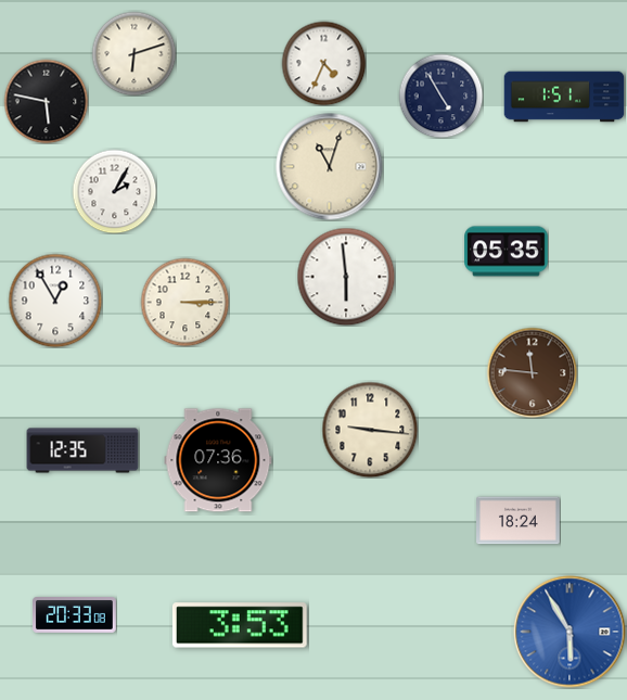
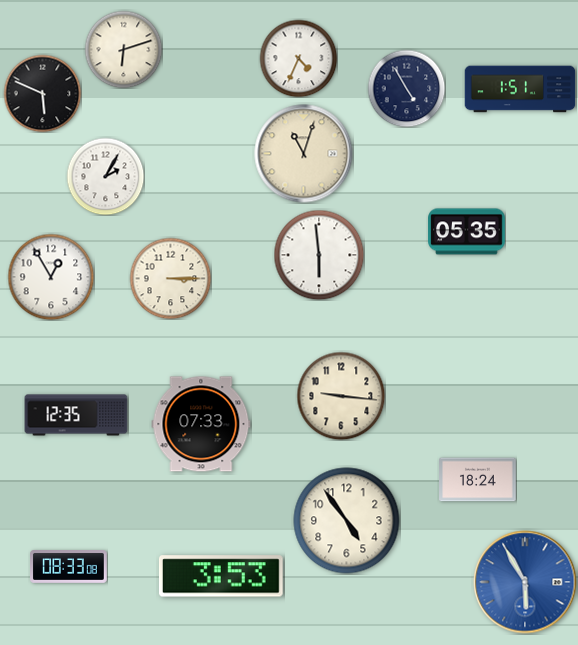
clock at (46, 101): 5:47 -> 5:49
clock at (532, 372): 11:46 -> none
clock at (218, 460): 07:36 -> 07:33
clock at (347, 521): none -> 4:54
clock at (75, 615): 20:33 -> 08:33
